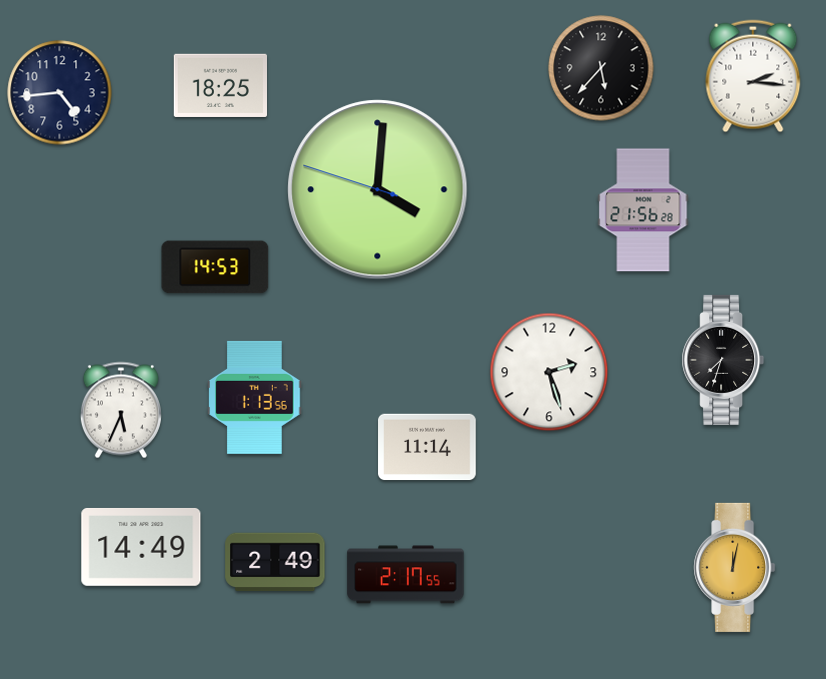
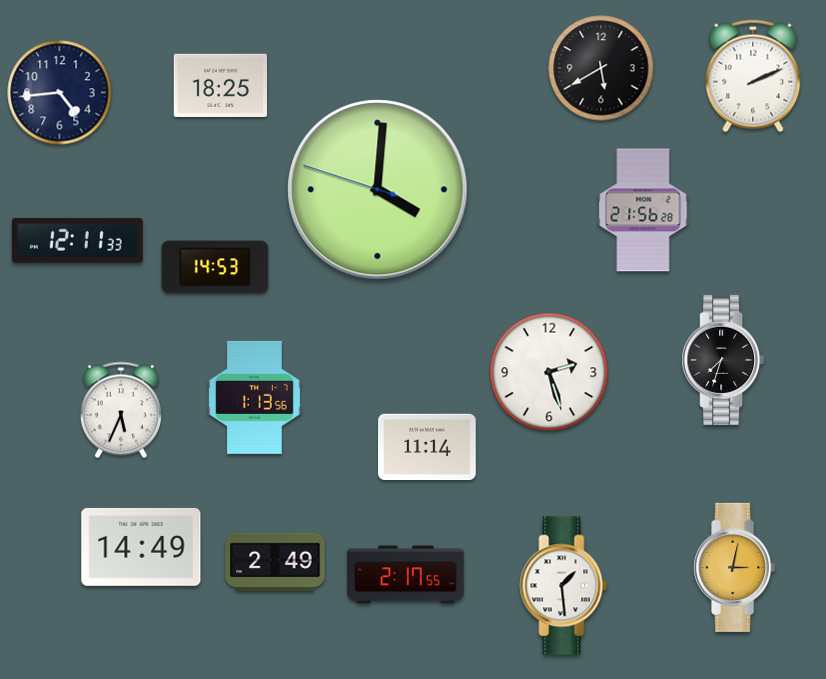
clock at (601, 68): 5:37 -> 5:40
clock at (753, 76): 2:16 -> 2:11
clock at (77, 240): none -> 12:11
clock at (735, 567): 12:02 -> 3:02
clock at (564, 586): none -> 1:29
